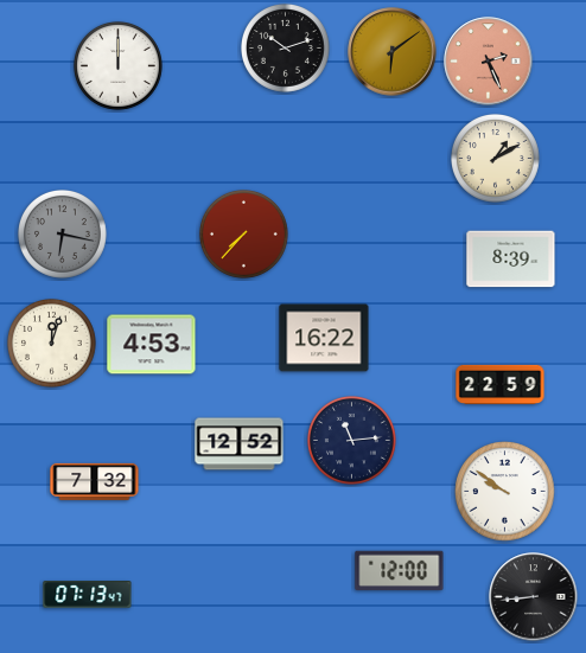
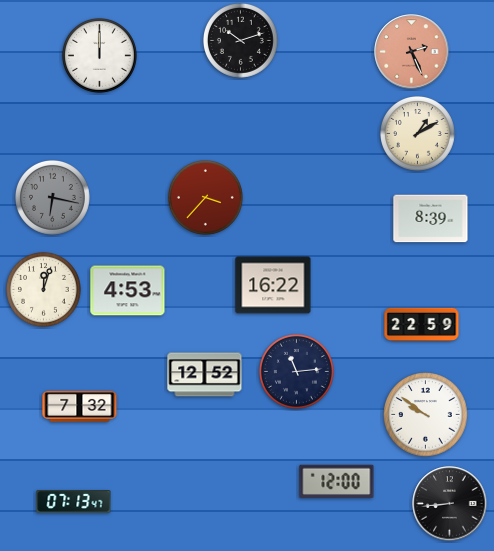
clock at (393, 52): 6:09 -> none
clock at (244, 235): 7:37 -> 3:37
clock at (240, 444) position: (240, 444) -> (205, 375)
